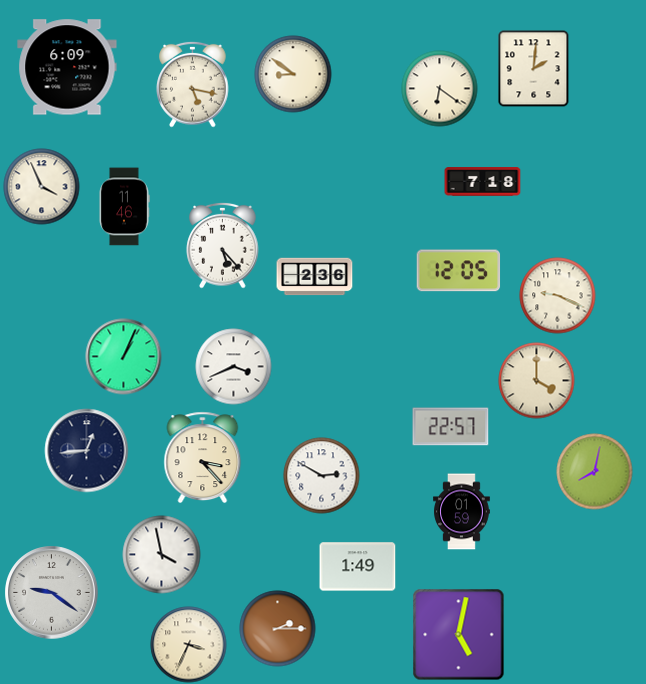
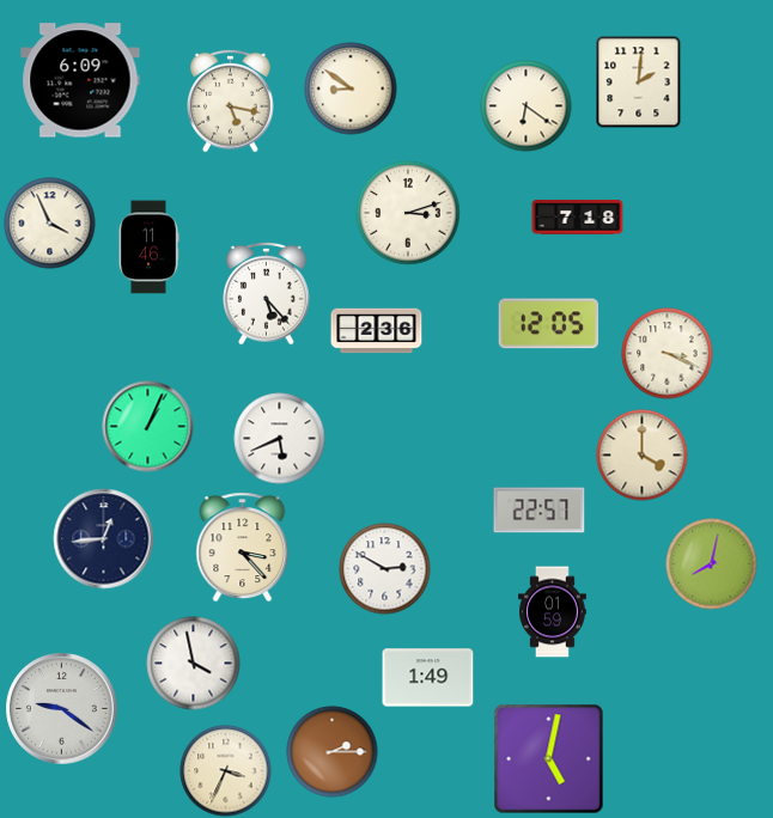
clock at (408, 213): none -> 3:12
clock at (558, 296): 9:19 -> 3:19
clock at (234, 367): 3:41 -> 5:41
